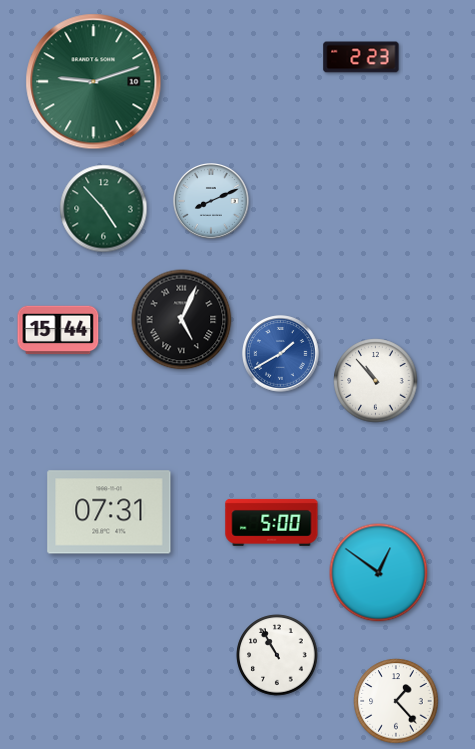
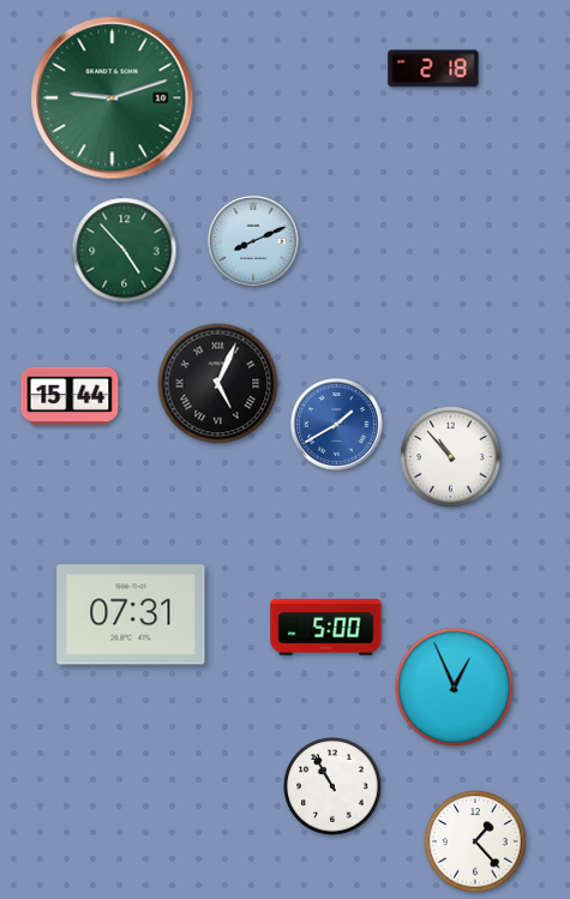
clock at (361, 57): 2:23 -> 2:18
clock at (379, 573): 12:51 -> 12:56
